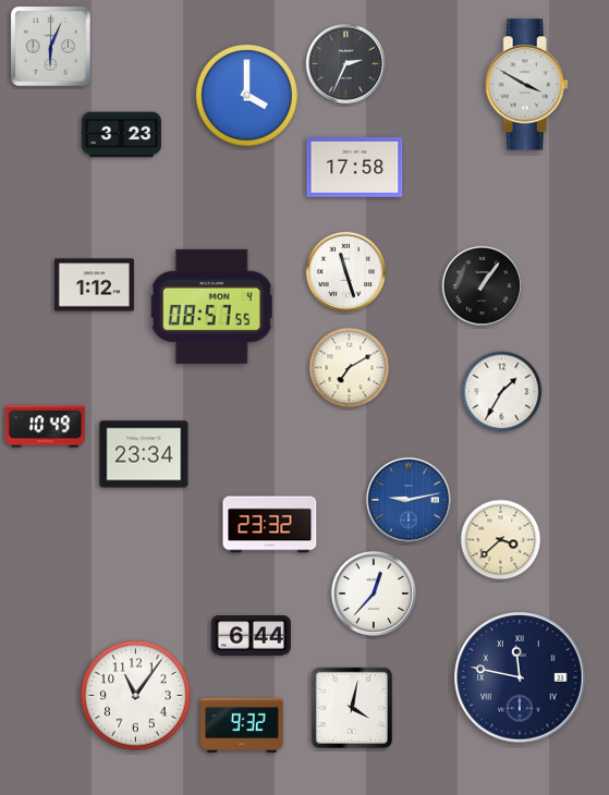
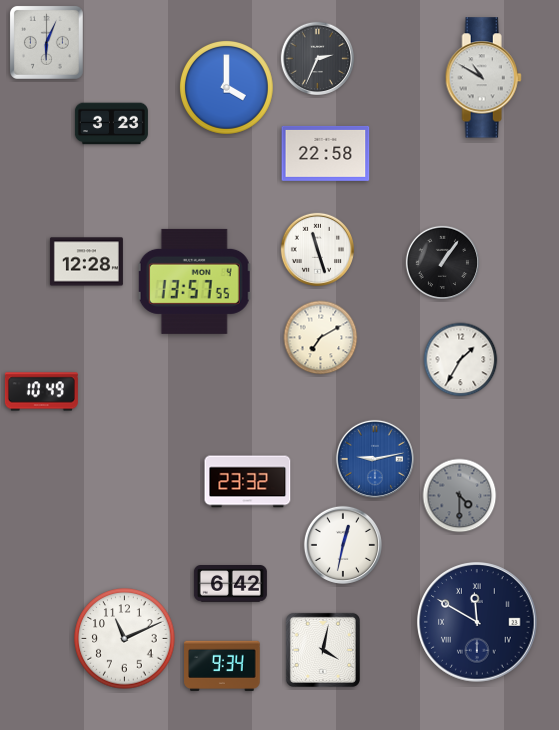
clock at (526, 85): 3:50 -> 10:50
clock at (355, 167): 17:58 -> 22:58
clock at (94, 285): 1:12 -> 12:28
clock at (212, 306): 08:57 -> 13:57
clock at (144, 454): 23:34 -> none
clock at (501, 540): 3:38 -> 4:30
clock at (501, 540) dial: cream -> grey
clock at (374, 594): 12:37 -> 12:32
clock at (251, 636): 6:44 -> 6:42
clock at (520, 677): 11:47 -> 11:50
clock at (136, 696): 11:06 -> 11:11
clock at (242, 724): 9:32 -> 9:34
